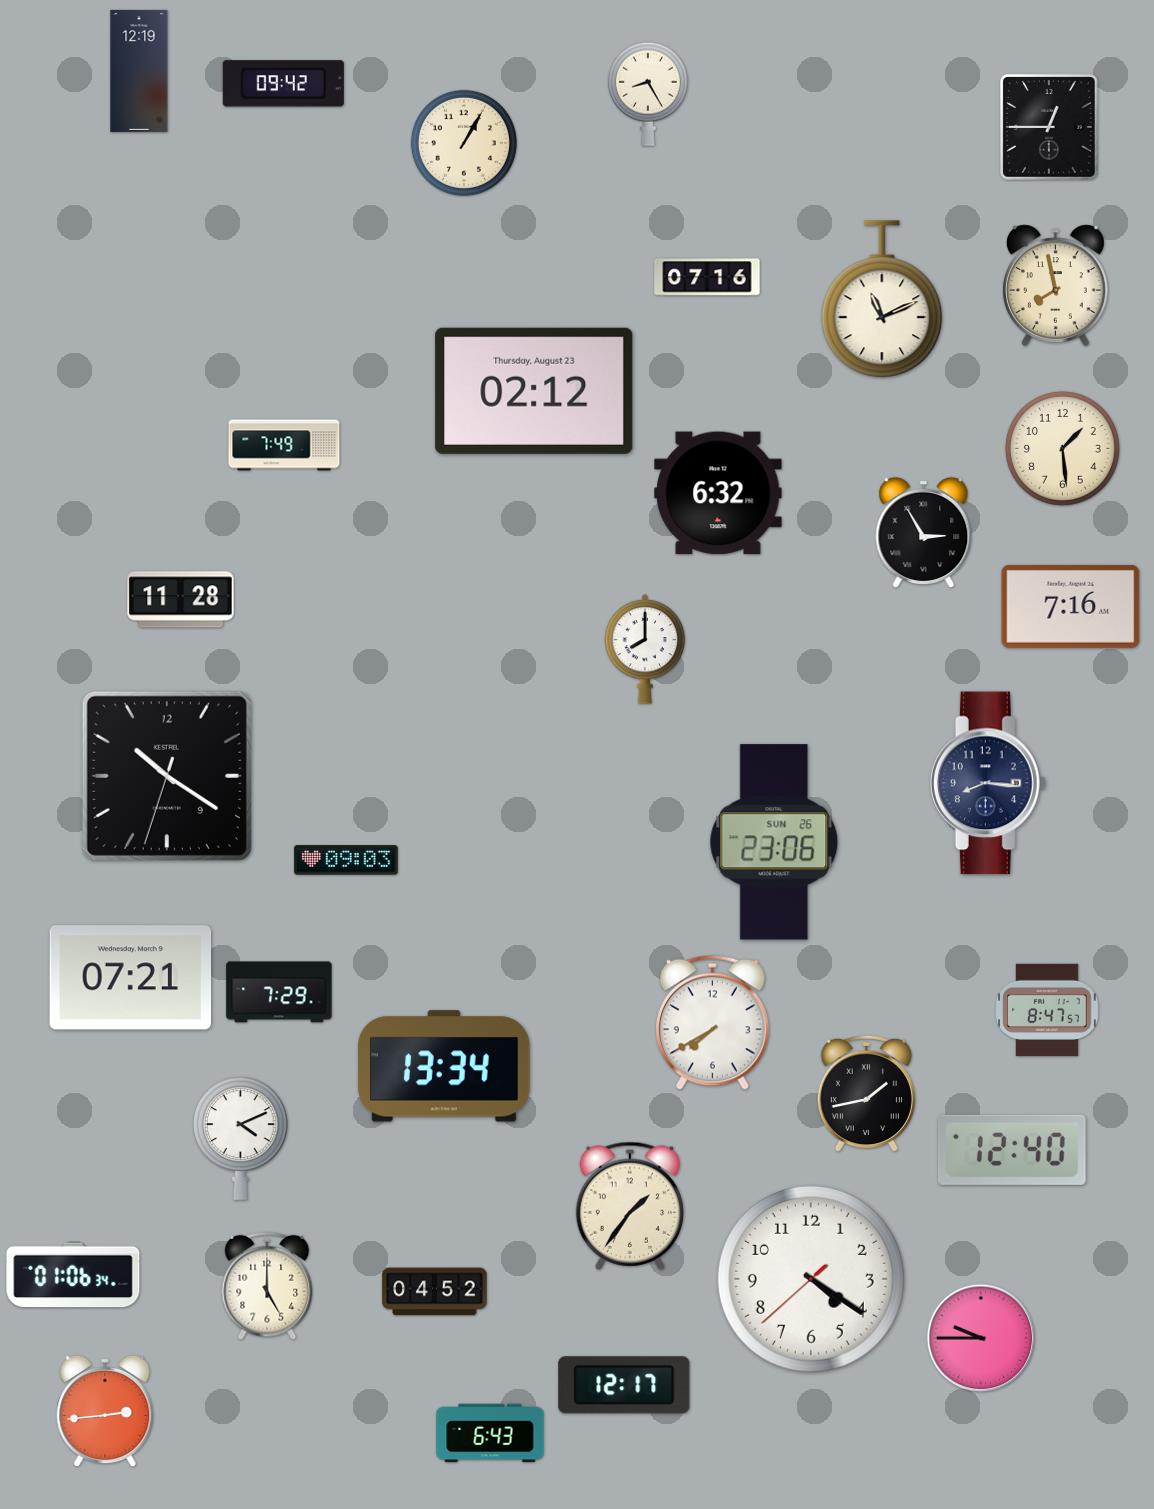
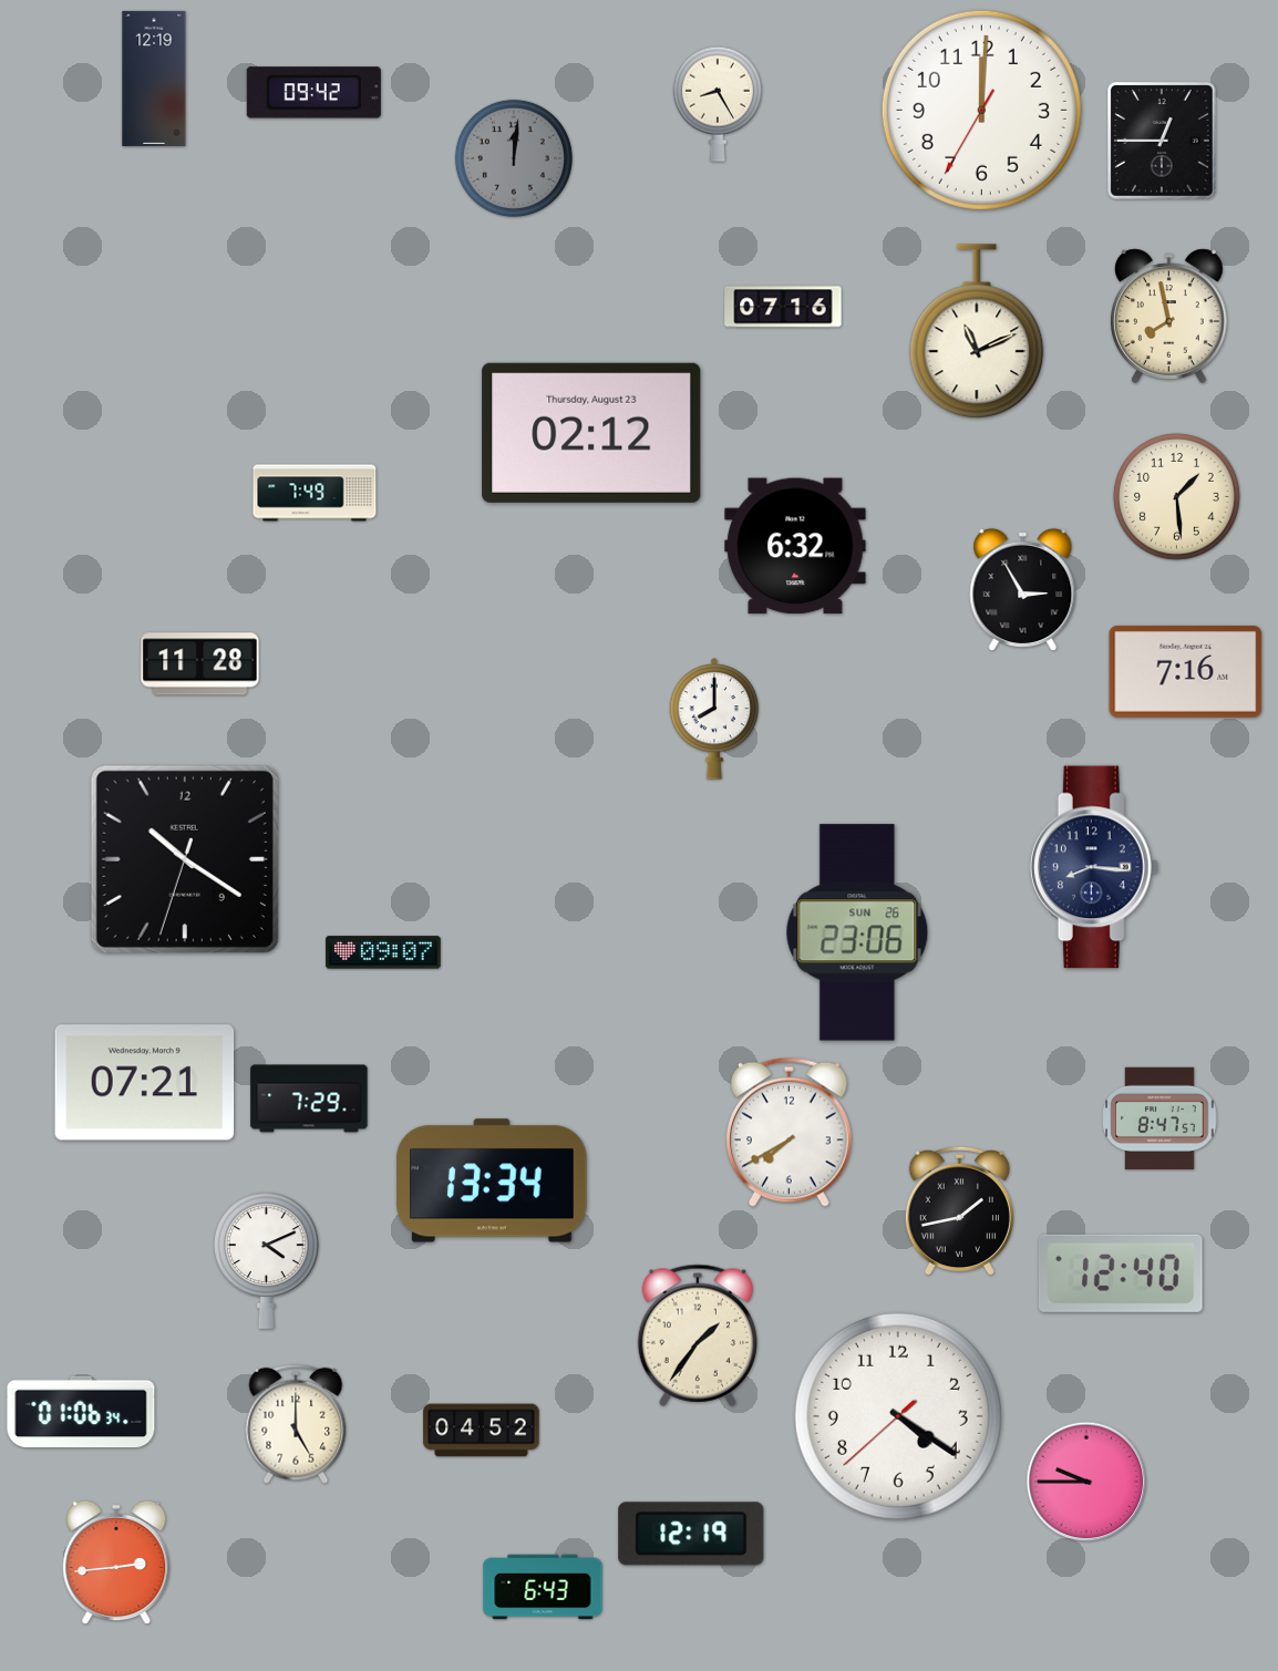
clock at (981, 110): none -> 12:00
clock at (464, 143): 1:05 -> 12:01
clock at (464, 143) dial: cream -> grey
clock at (346, 860): 09:03 -> 09:07
clock at (624, 1385): 12:17 -> 12:19
